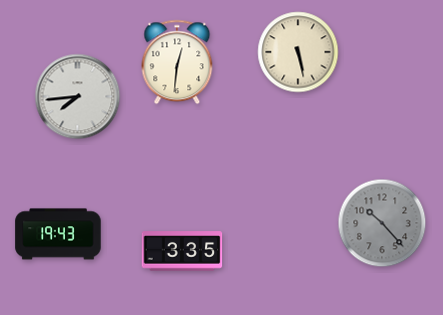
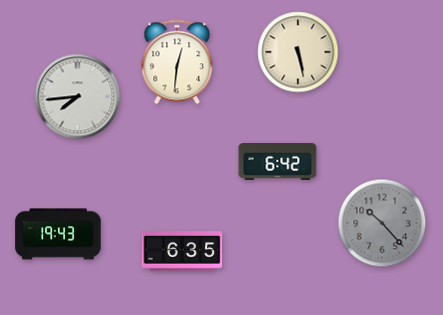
clock at (278, 162): none -> 6:42
clock at (182, 251): 3:35 -> 6:35
